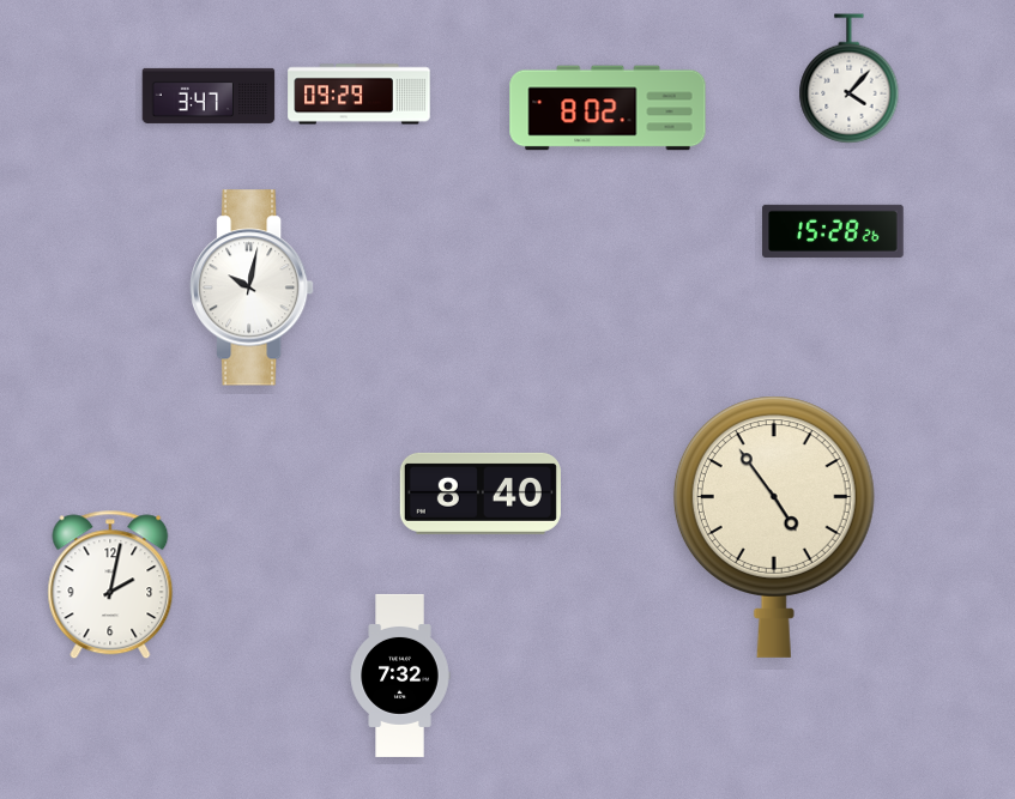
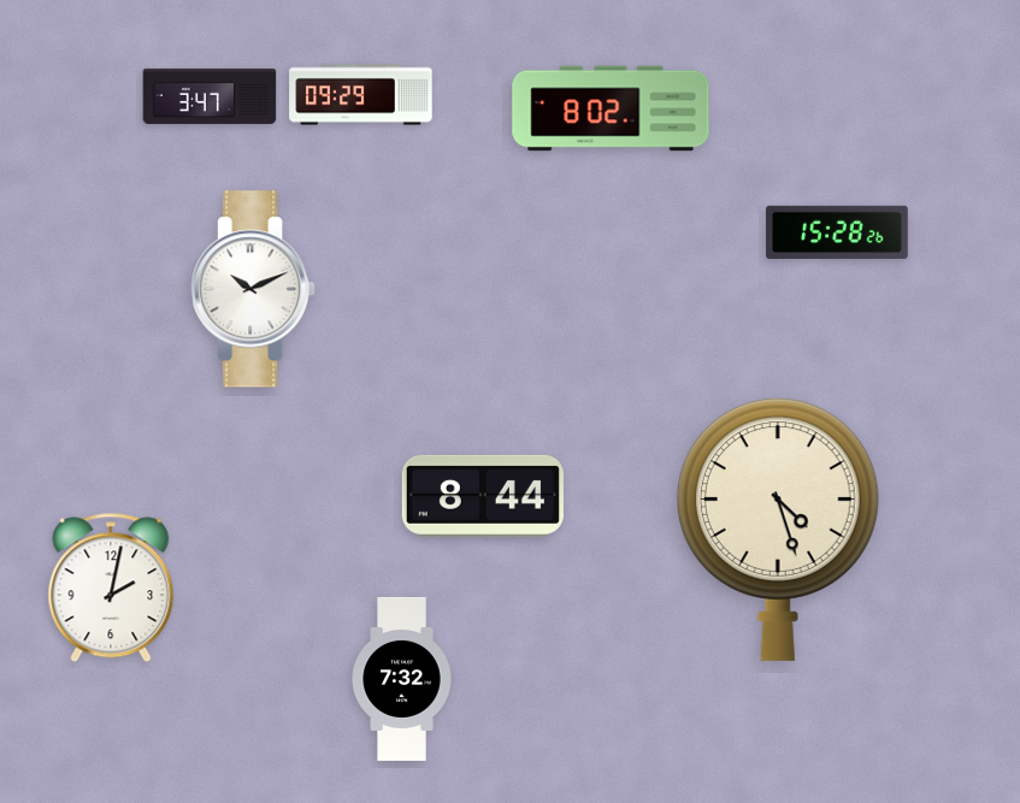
clock at (850, 79): 4:07 -> none
clock at (253, 287): 10:02 -> 10:11
clock at (481, 494): 8:40 -> 8:44
clock at (774, 527): 4:54 -> 4:27
